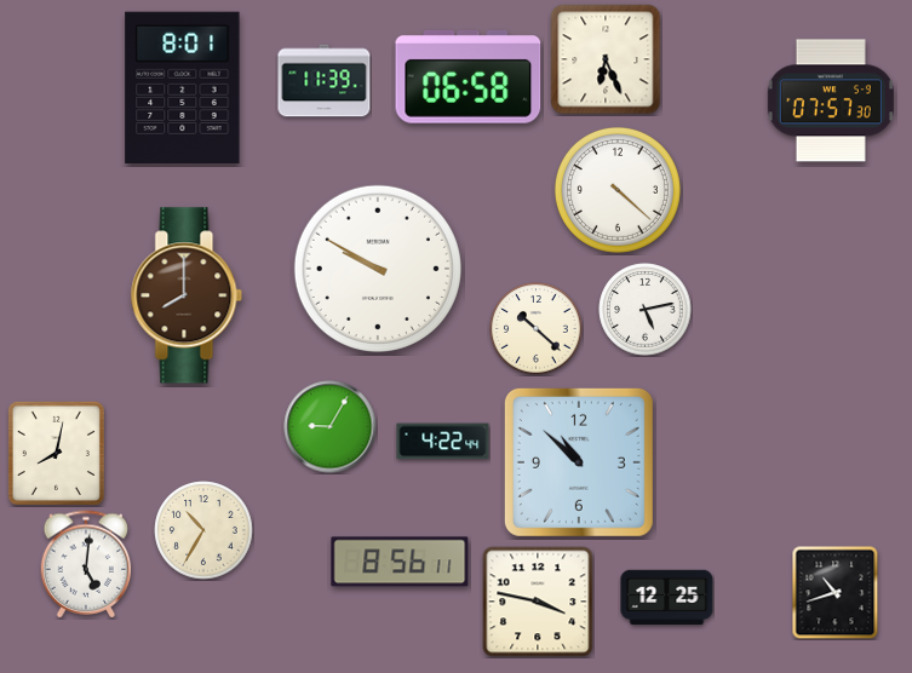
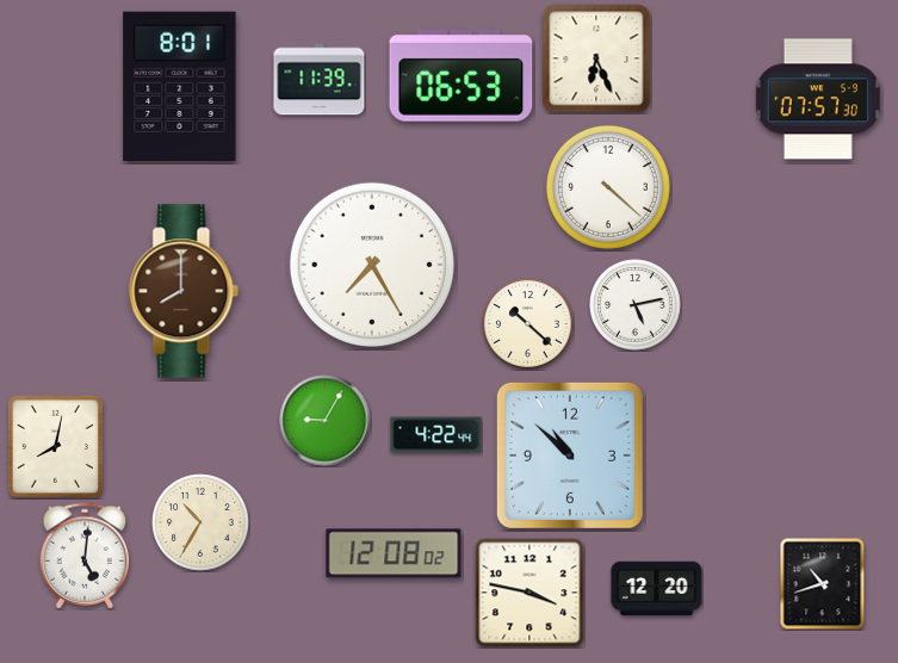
clock at (469, 76): 06:58 -> 06:53
clock at (378, 269): 9:50 -> 7:25
clock at (400, 562): 8:56 -> 12:08
clock at (667, 598): 12:25 -> 12:20
